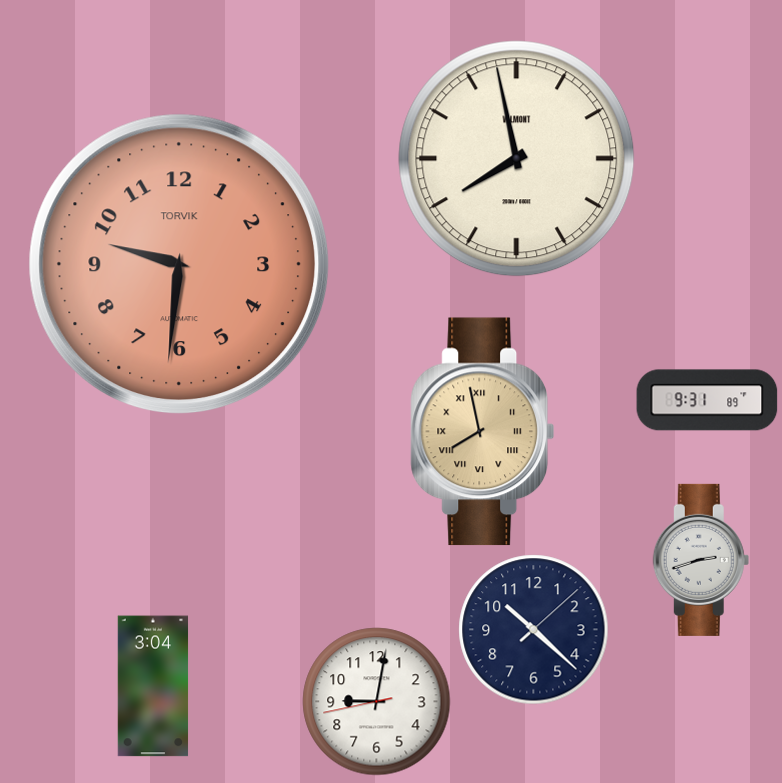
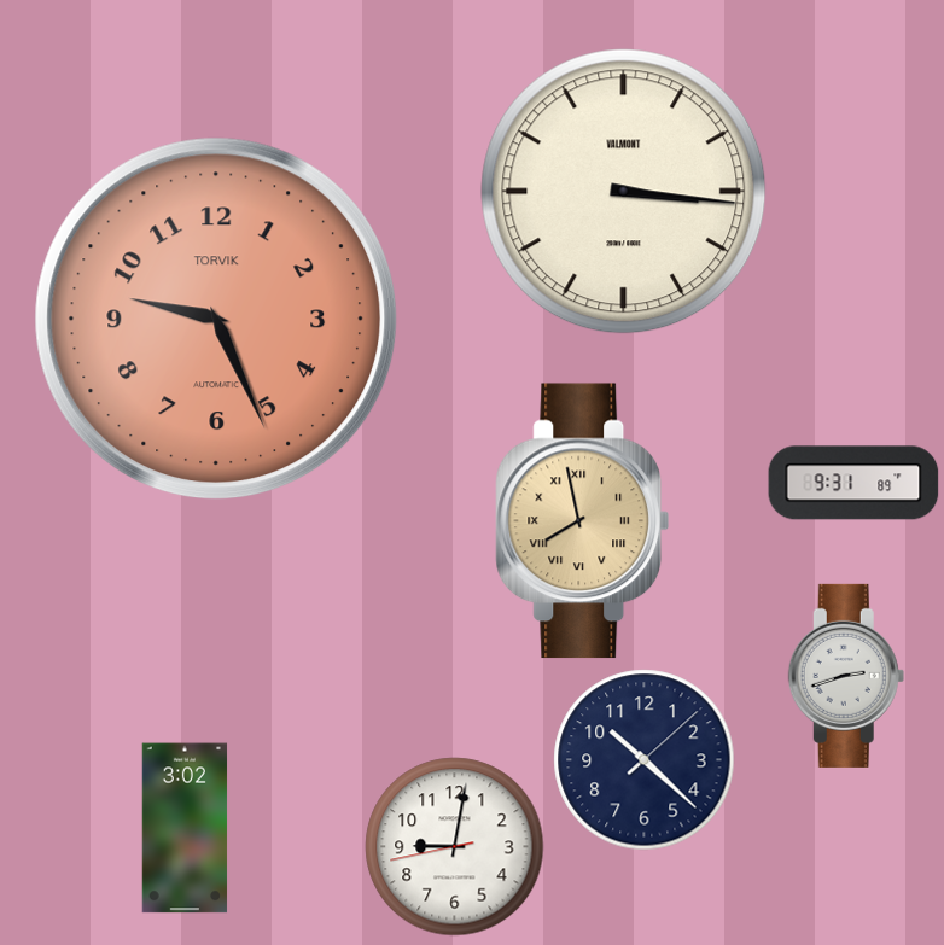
clock at (517, 159): 7:58 -> 3:16
clock at (179, 264): 9:31 -> 9:26
clock at (153, 686): 3:04 -> 3:02
